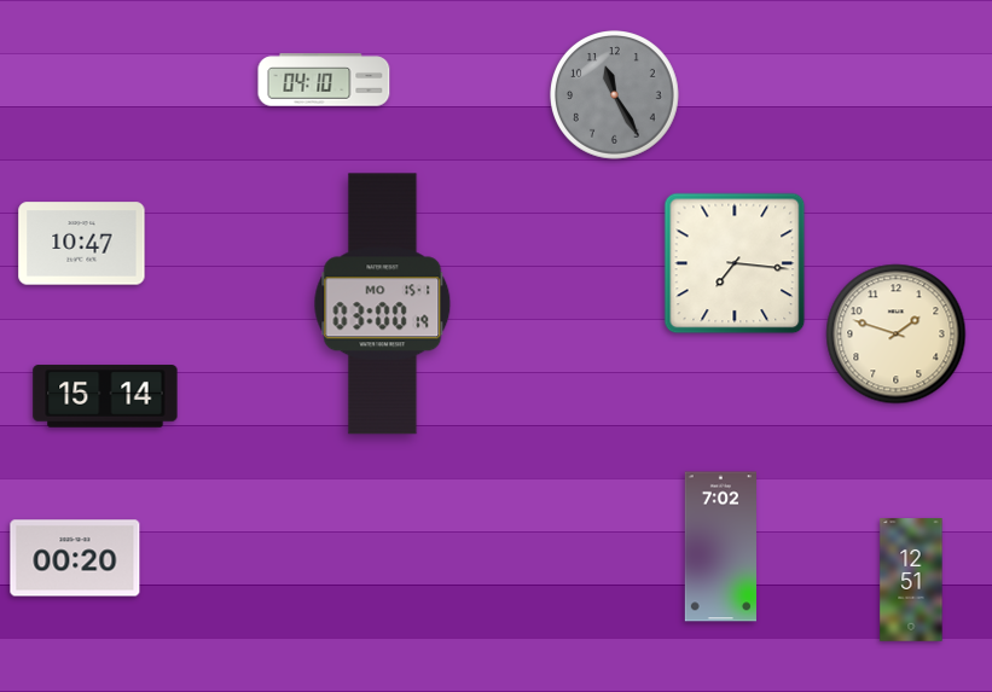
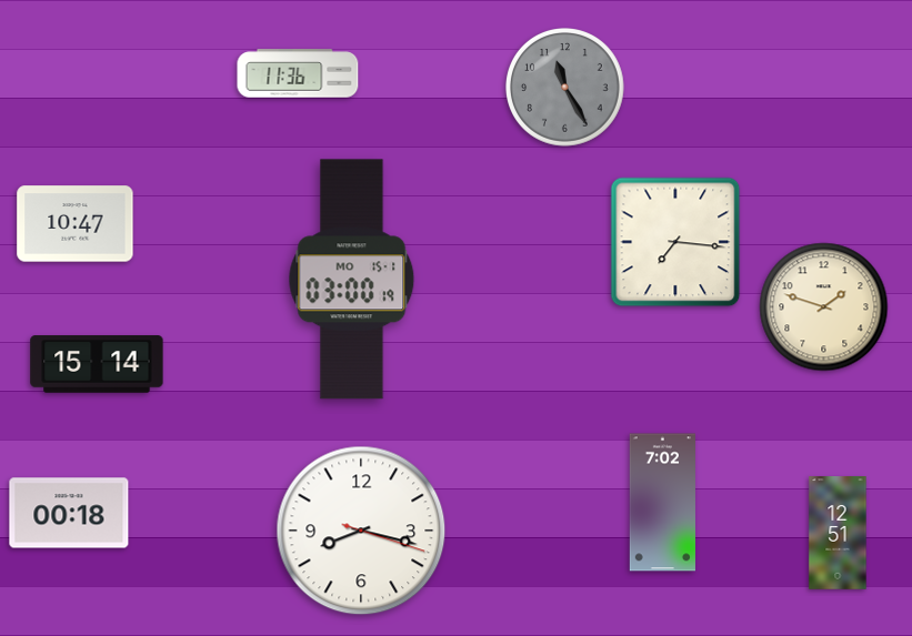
clock at (324, 80): 04:10 -> 11:36
clock at (75, 558): 00:20 -> 00:18
clock at (361, 531): none -> 8:17
